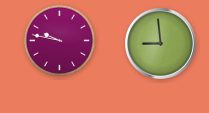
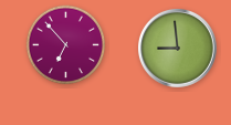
clock at (60, 41): 9:47 -> 6:53
